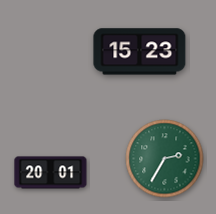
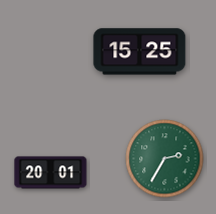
clock at (140, 52): 15:23 -> 15:25
